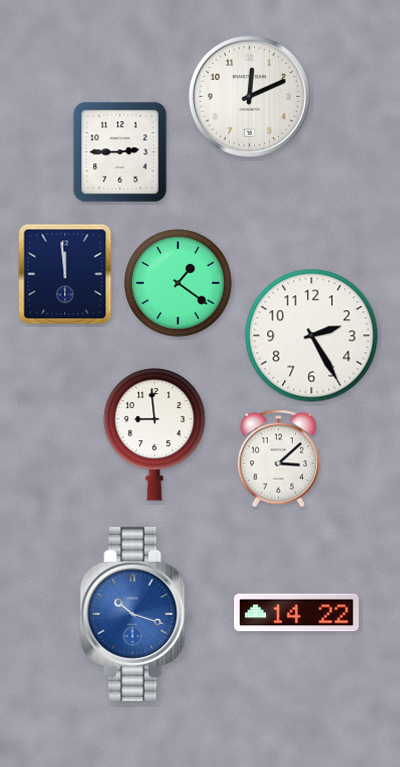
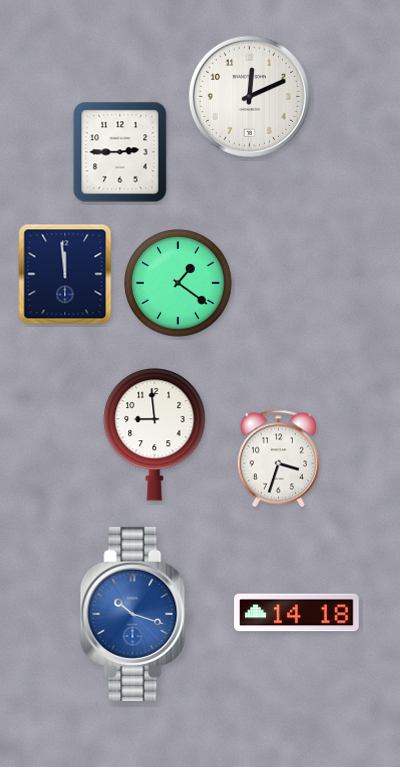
clock at (312, 336): 2:25 -> none
clock at (278, 459): 3:08 -> 3:33
clock at (297, 613): 14:22 -> 14:18
